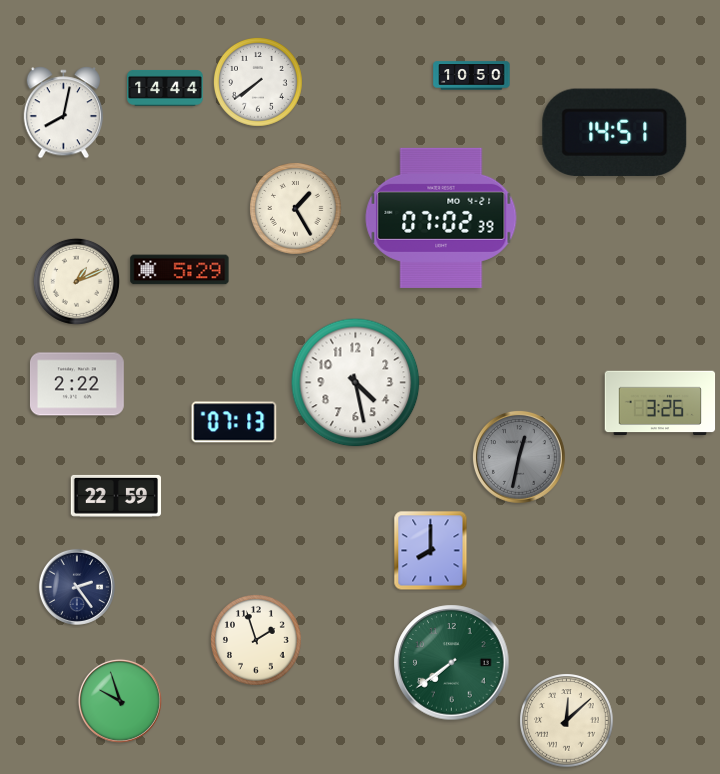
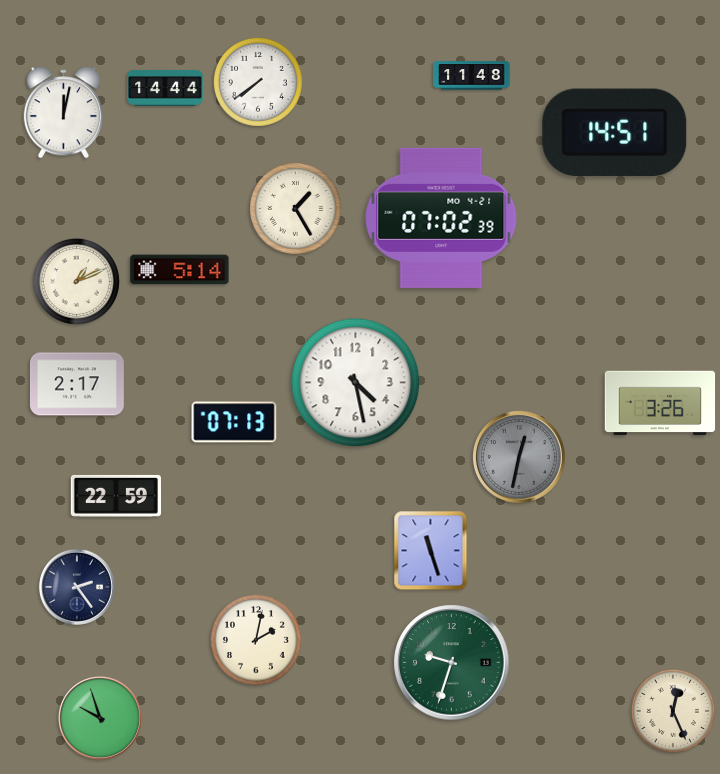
clock at (472, 76): 10:50 -> 11:48
clock at (63, 113): 8:02 -> 12:02
clock at (180, 270): 5:29 -> 5:14
clock at (77, 384): 2:22 -> 2:17
clock at (431, 551): 8:00 -> 11:27
clock at (257, 641): 1:57 -> 2:02
clock at (452, 663): 7:39 -> 9:33
clock at (120, 701) position: (120, 701) -> (100, 718)
clock at (673, 711): none -> 12:26
clock at (567, 721): 12:08 -> none
